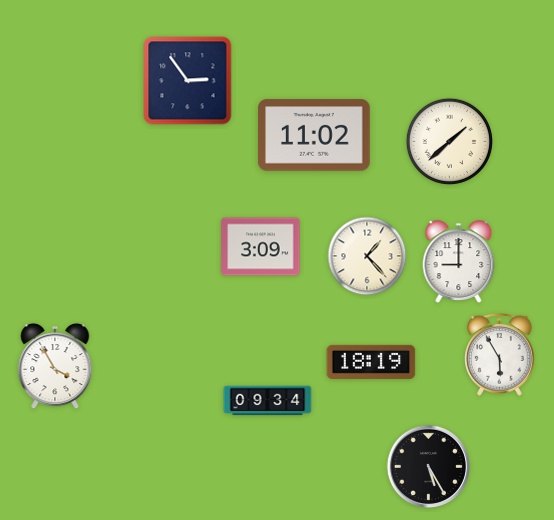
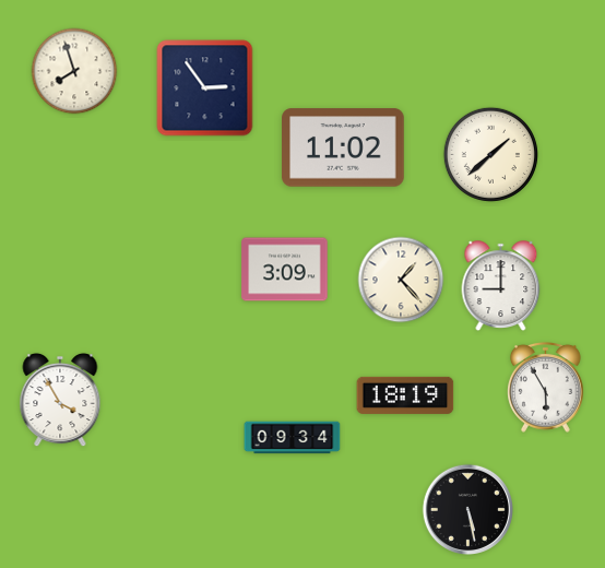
clock at (74, 71): none -> 7:57
clock at (428, 466): 5:25 -> 5:28
